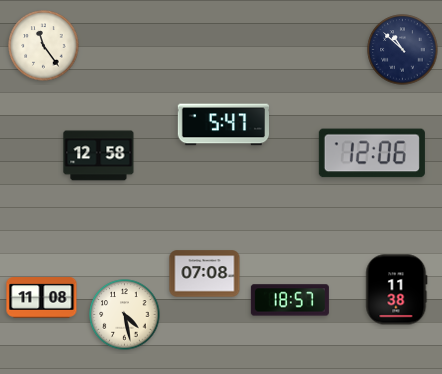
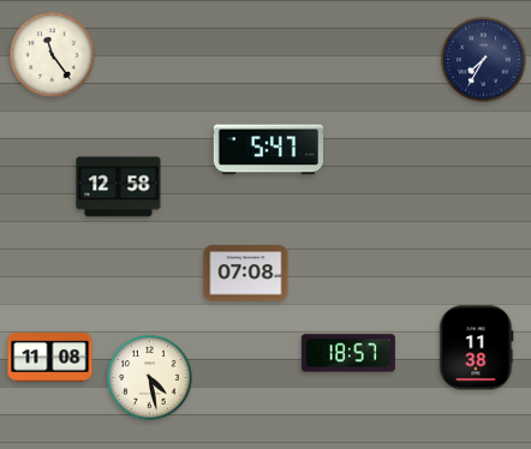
clock at (403, 50): 10:52 -> 7:35
clock at (372, 153): 12:06 -> none
clock at (205, 274) position: (205, 274) -> (246, 274)
clock at (290, 300) position: (290, 300) -> (348, 353)
